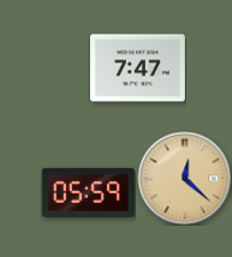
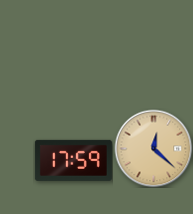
clock at (137, 68): 7:47 -> none
clock at (88, 192): 05:59 -> 17:59
